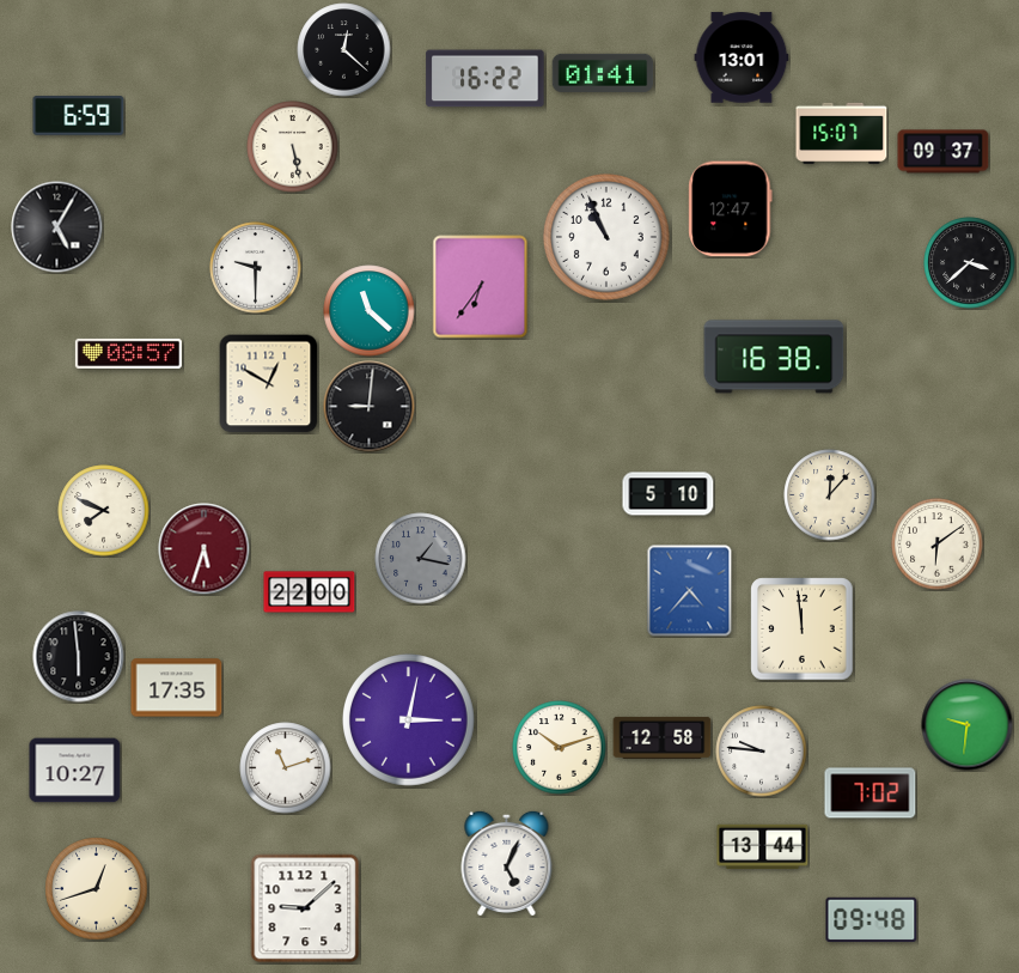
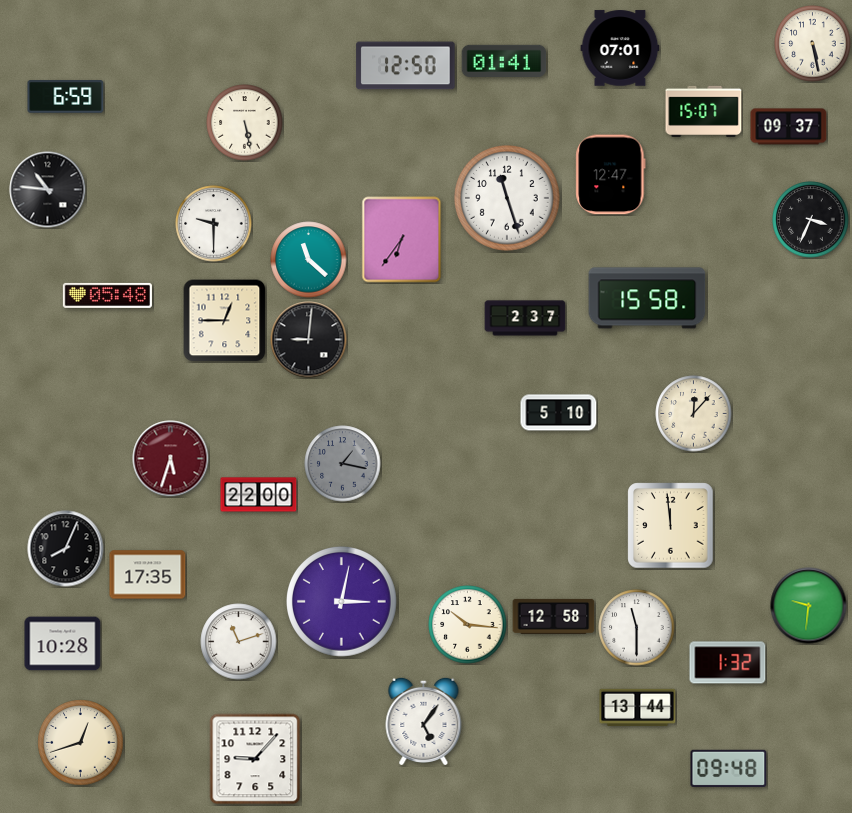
clock at (344, 50): 12:22 -> none
clock at (813, 44): none -> 5:28
clock at (742, 57): 13:01 -> 07:01
clock at (486, 79): 16:22 -> 12:50
clock at (57, 227): 5:05 -> 10:46
clock at (608, 238): 10:56 -> 11:27
clock at (970, 263): 3:38 -> 3:34
clock at (128, 353): 08:57 -> 05:48
clock at (774, 357): 16:38 -> 15:58
clock at (525, 318): none -> 2:37
clock at (269, 384): 12:50 -> 12:45
clock at (104, 511): 7:49 -> none
clock at (938, 545): 6:09 -> none
clock at (421, 559) position: (421, 559) -> (343, 464)
clock at (690, 591): 4:37 -> none
clock at (79, 657): 5:59 -> 8:04
clock at (560, 748): 10:12 -> 10:16
clock at (762, 752): 9:46 -> 11:30
clock at (75, 771): 10:27 -> 10:28
clock at (871, 793): 7:02 -> 1:32
clock at (507, 862): 5:04 -> 5:06
clock at (305, 908): 9:08 -> 9:07
